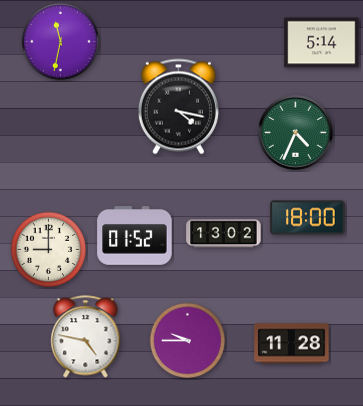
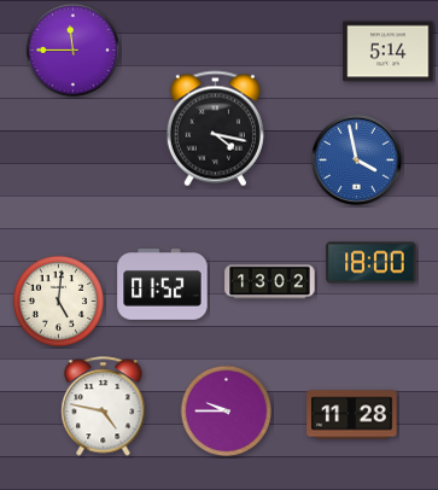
clock at (61, 42): 11:32 -> 11:45
clock at (295, 132): 4:34 -> 3:58
clock at (295, 132) dial: green -> blue
clock at (49, 250): 9:00 -> 5:01
